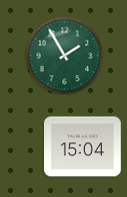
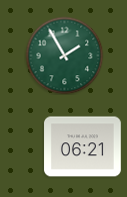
clock at (83, 147): 15:04 -> 06:21
